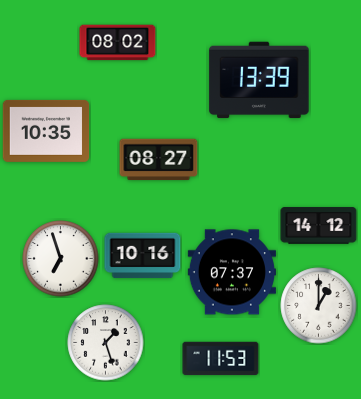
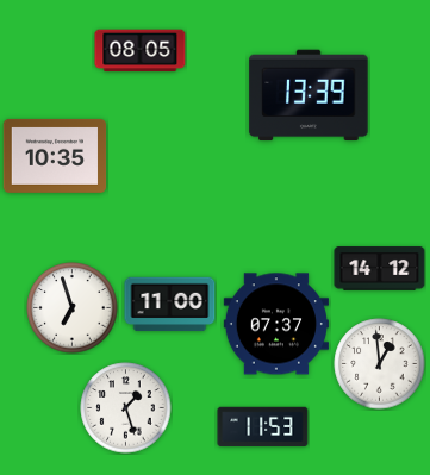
clock at (118, 43): 08:02 -> 08:05
clock at (159, 160): 08:27 -> none
clock at (143, 256): 10:16 -> 11:00
clock at (319, 306): 1:00 -> 12:59
